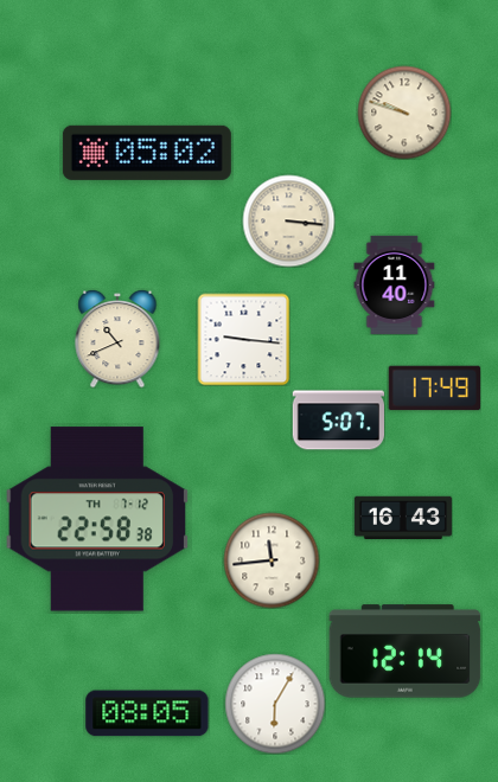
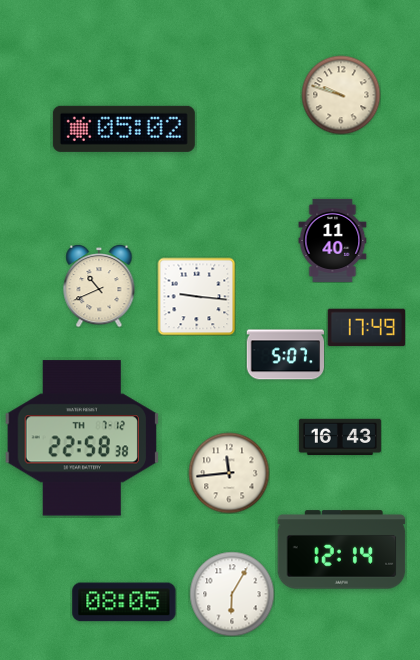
clock at (288, 220): 3:16 -> none
clock at (243, 339) position: (243, 339) -> (196, 296)
